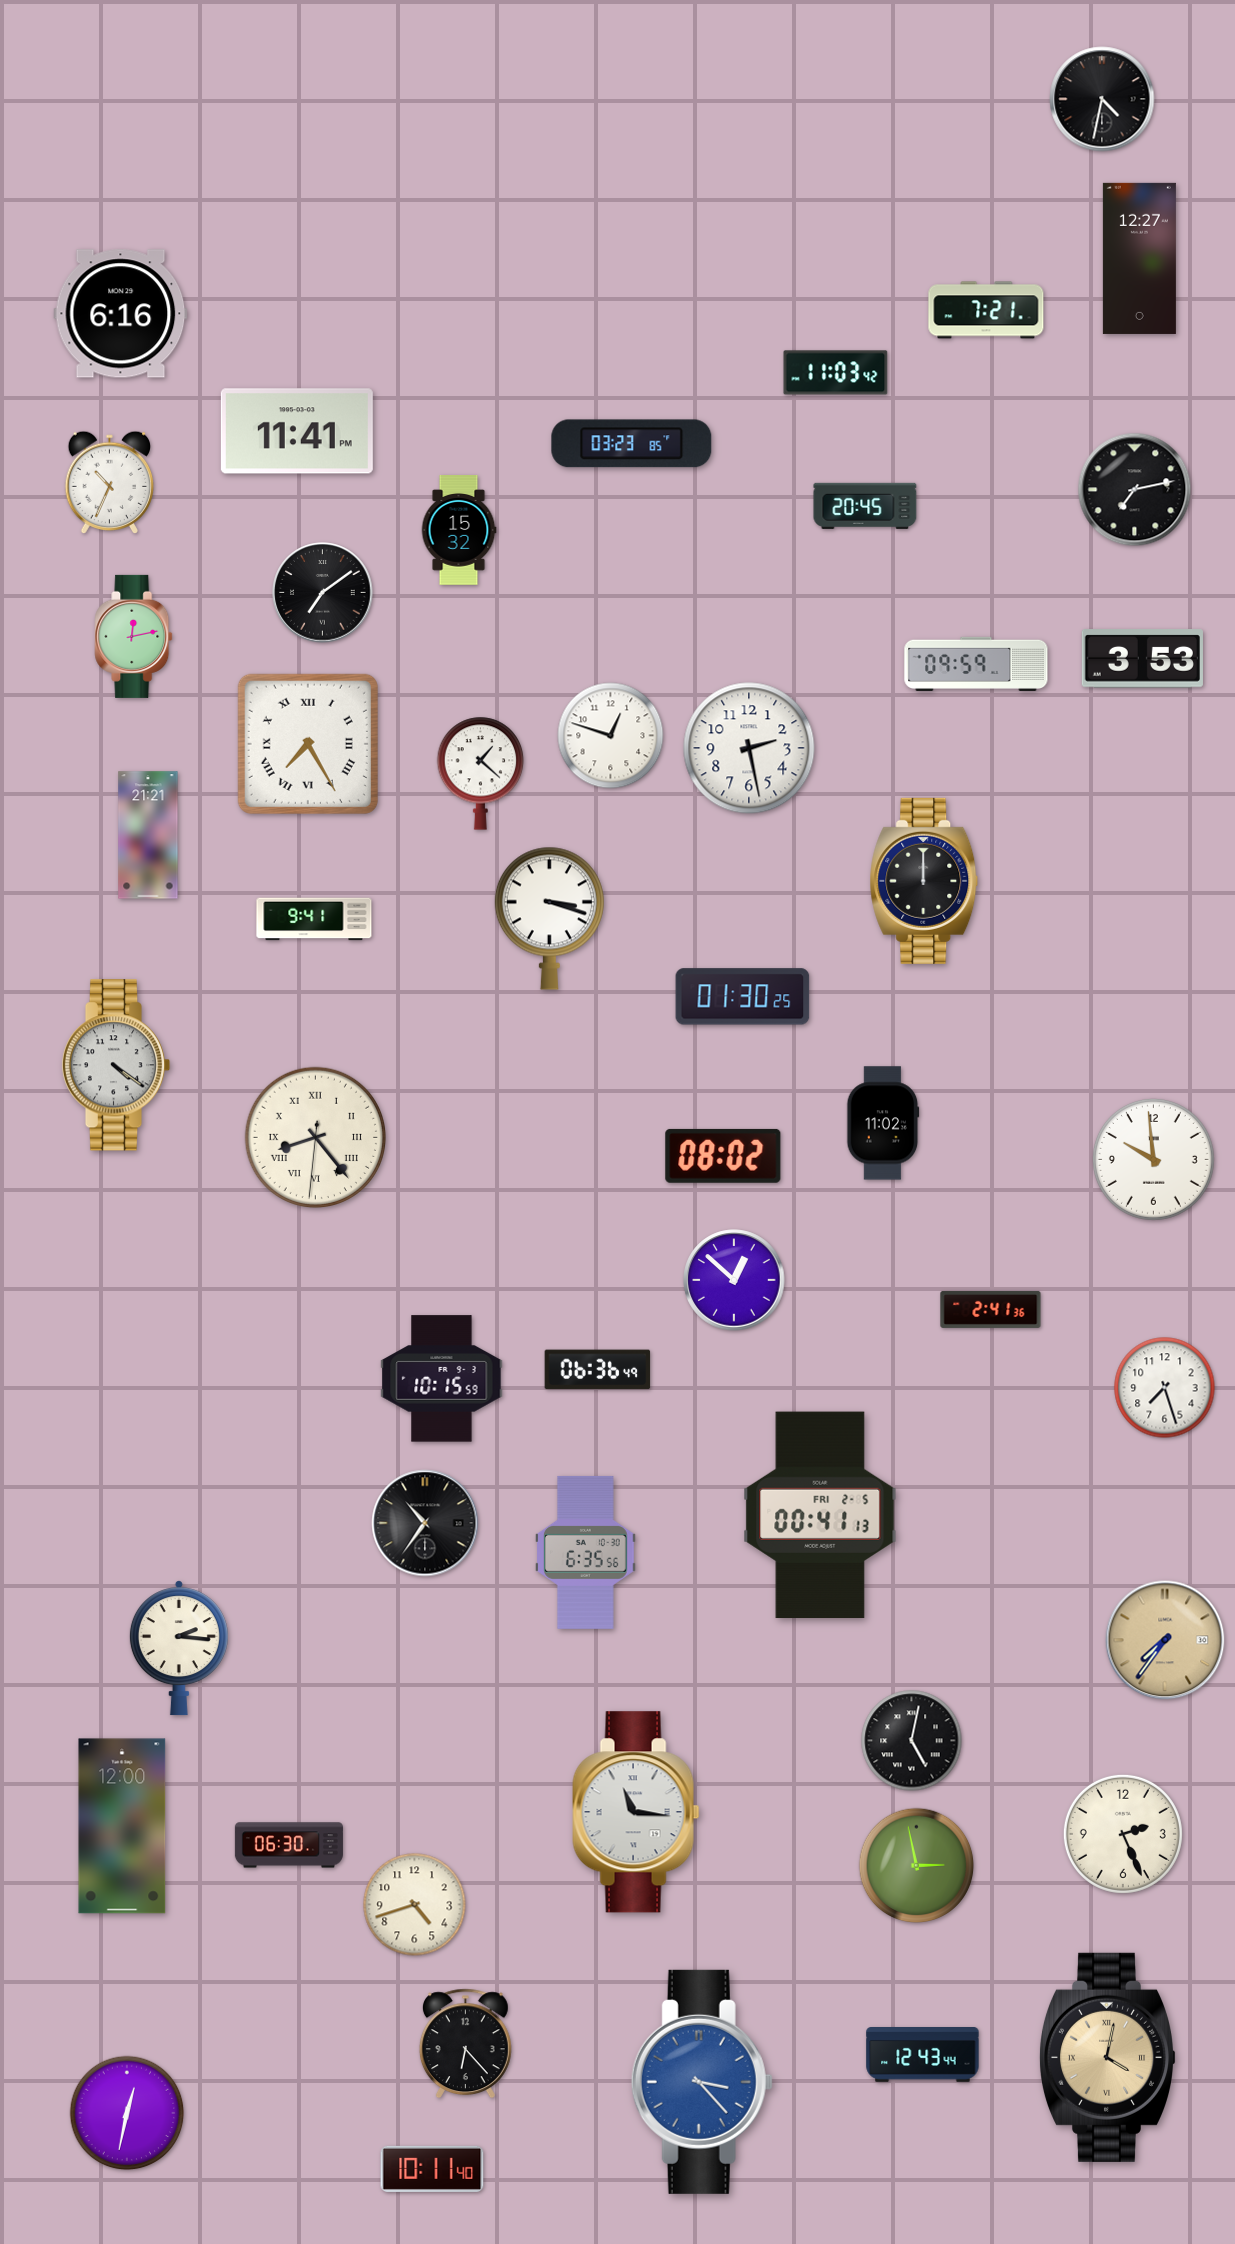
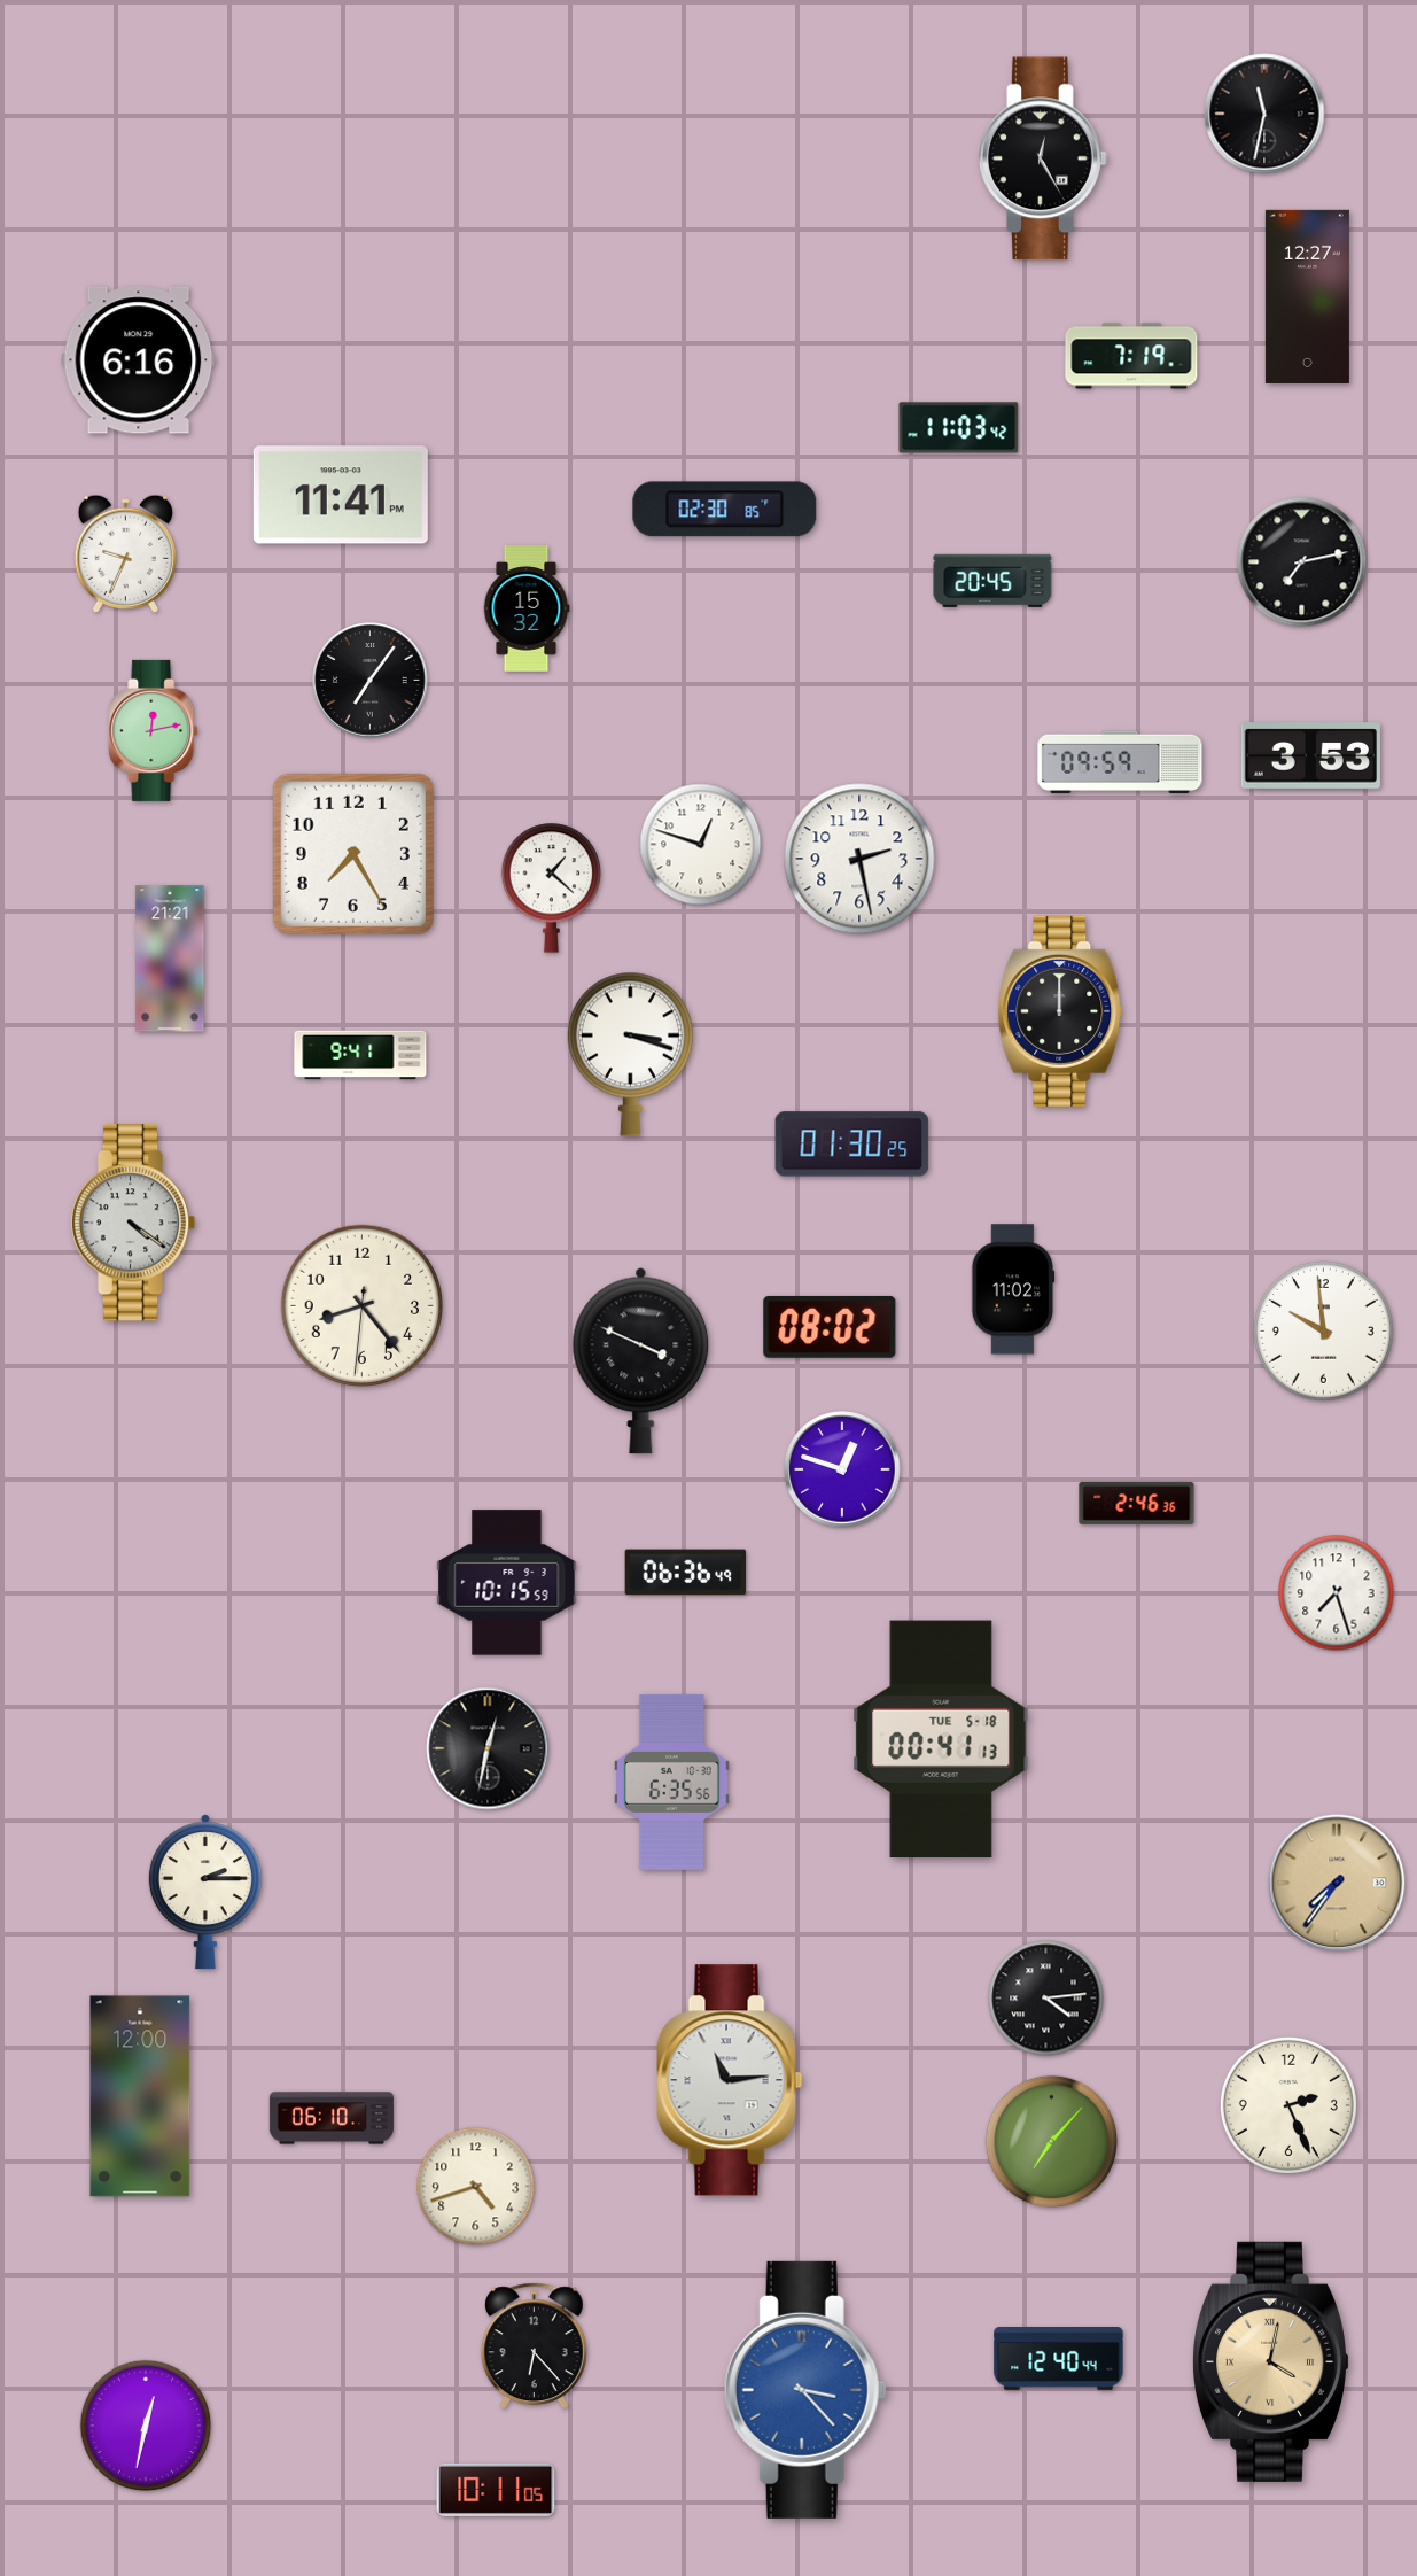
clock at (1102, 99): 4:32 -> 11:32
clock at (1043, 158): none -> 12:25
clock at (986, 310): 7:21 -> 7:19
clock at (632, 444): 03:23 -> 02:30
clock at (110, 483): 10:34 -> 9:34
clock at (323, 593): 7:09 -> 7:06
clock at (308, 744) numerals: Roman -> Arabic
clock at (315, 1137) numerals: Roman -> Arabic
clock at (641, 1360): none -> 3:49
clock at (734, 1280): 12:52 -> 12:48
clock at (991, 1309): 2:41 -> 2:46
clock at (820, 1515) date: FRI 2-5 -> TUE 5-18
clock at (425, 1523): 10:36 -> 12:32
clock at (179, 1648): 2:16 -> 2:15
clock at (912, 1741): 5:02 -> 4:14
clock at (636, 1812): 11:16 -> 11:14
clock at (289, 1845): 06:30 -> 06:10
clock at (917, 1866): 2:58 -> 7:07
clock at (923, 2055): 12:43 -> 12:40
clock at (432, 2169): 10:11:40 -> 10:11:05
